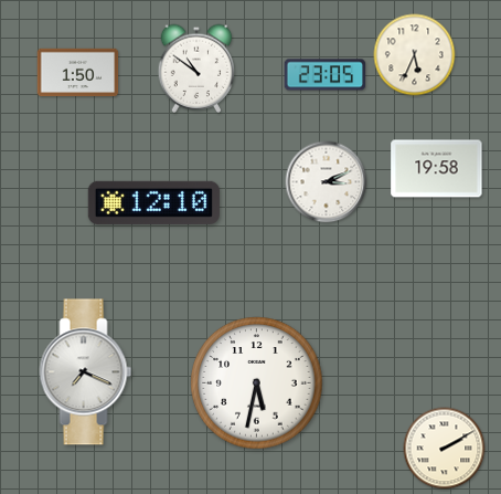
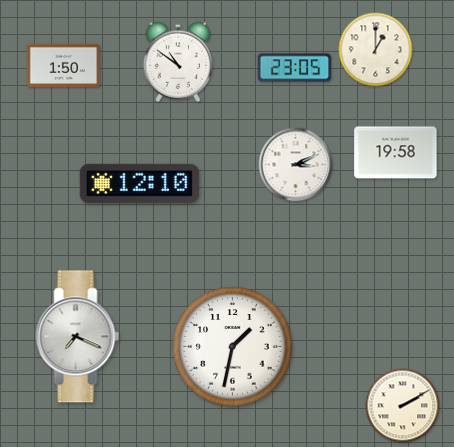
clock at (415, 55): 5:34 -> 1:00
clock at (78, 73) position: (78, 73) -> (64, 66)
clock at (257, 383): 5:32 -> 1:32
